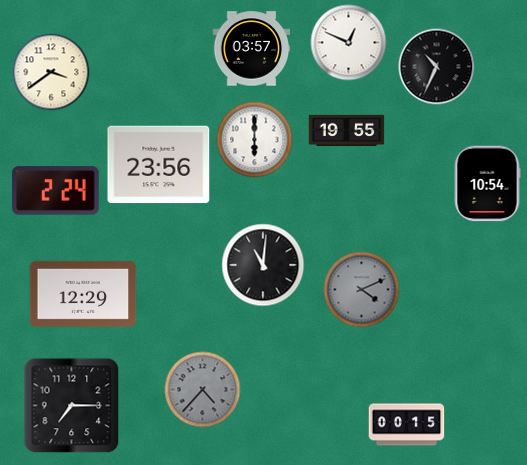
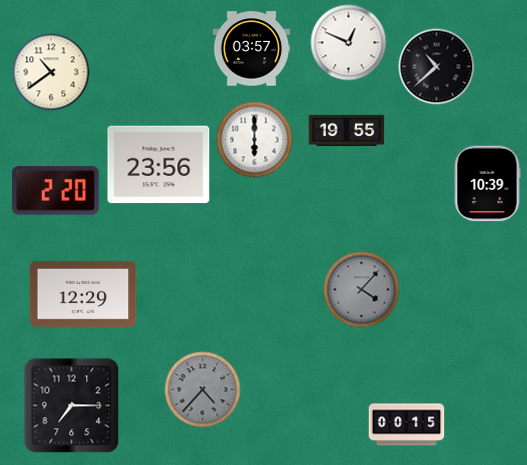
clock at (437, 67): 10:34 -> 10:38
clock at (51, 72): 3:39 -> 10:39
clock at (487, 184): 10:54 -> 10:39
clock at (56, 191): 2:24 -> 2:20
clock at (263, 265): 11:01 -> none
clock at (362, 290): 4:11 -> 4:07
